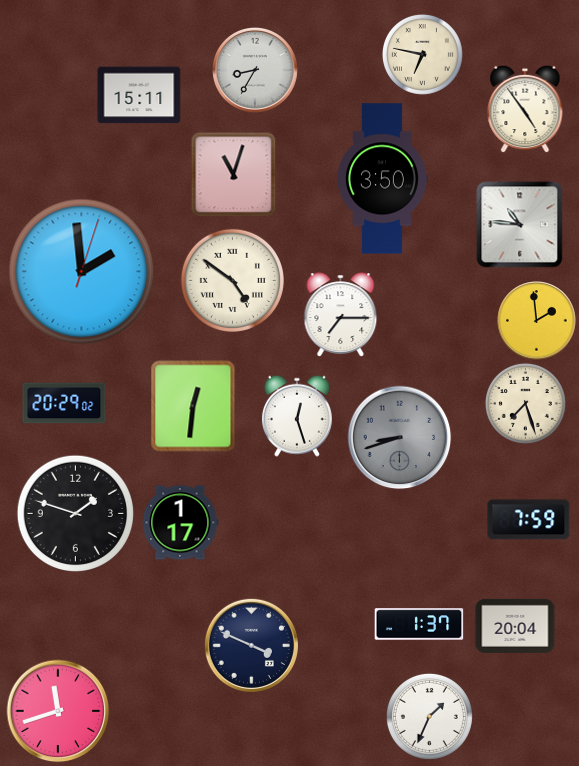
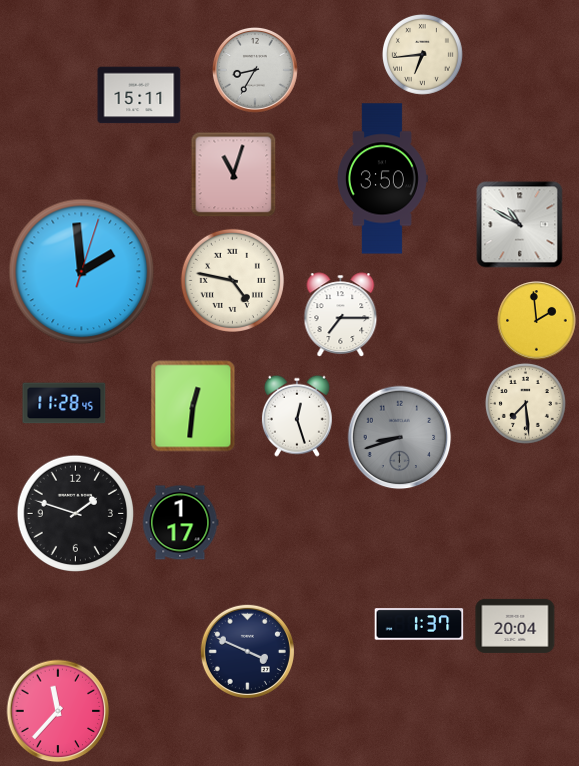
clock at (422, 54): 6:47 -> 6:44
clock at (525, 109): 4:54 -> none
clock at (520, 225): 10:46 -> 10:50
clock at (232, 280): 4:51 -> 4:47
clock at (64, 403): 20:29 -> 11:28
clock at (525, 403): 7:27 -> 7:29
clock at (529, 520): 7:59 -> none
clock at (251, 645) position: (251, 645) -> (247, 651)
clock at (58, 711): 11:42 -> 11:37
clock at (429, 716): 1:34 -> none
